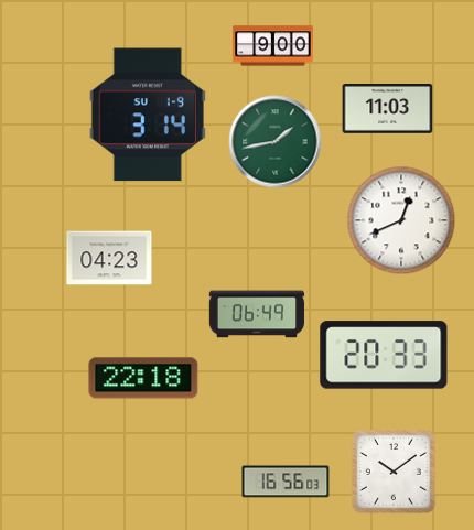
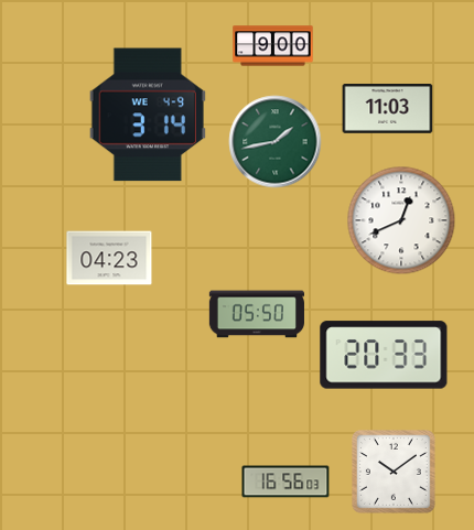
clock at (148, 115) date: SU 1-9 -> WE 4-9
clock at (257, 314): 06:49 -> 05:50
clock at (143, 378): 22:18 -> none
